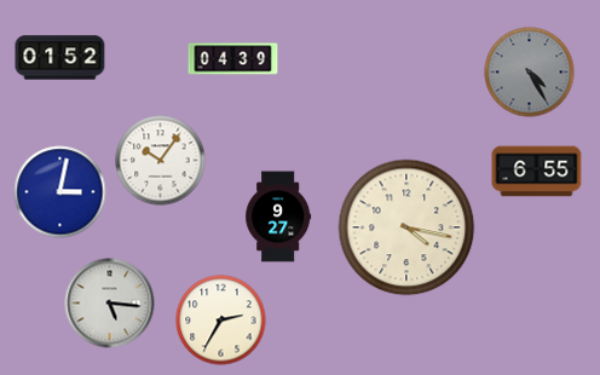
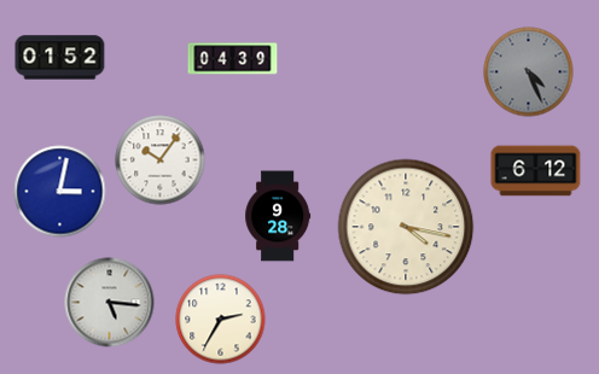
clock at (530, 73): 4:25 -> 4:26
clock at (537, 172): 6:55 -> 6:12
clock at (278, 217): 9:27 -> 9:28
